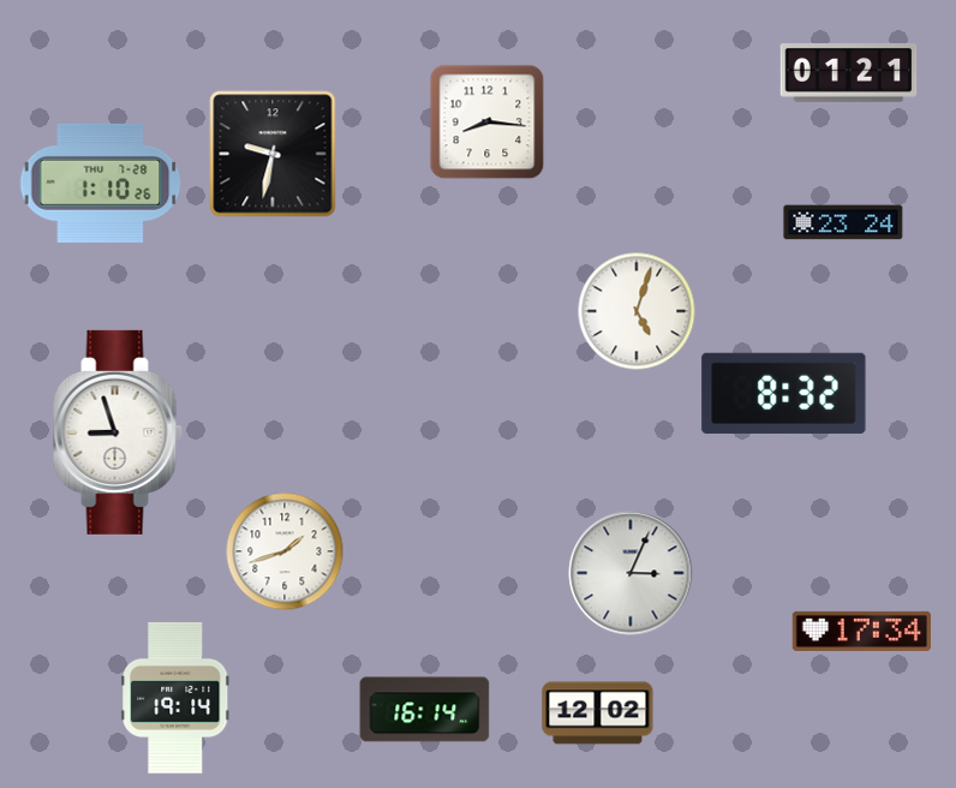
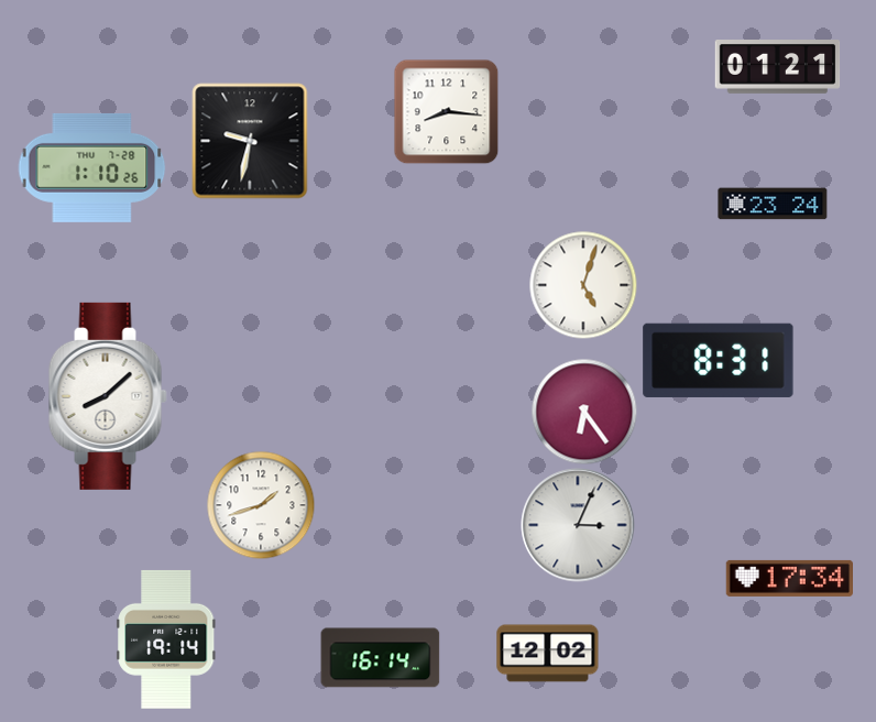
clock at (784, 393): 8:32 -> 8:31
clock at (118, 432): 8:57 -> 8:08
clock at (584, 412): none -> 6:24
clock at (175, 698) position: (175, 698) -> (166, 639)
clock at (425, 710) position: (425, 710) -> (381, 658)
